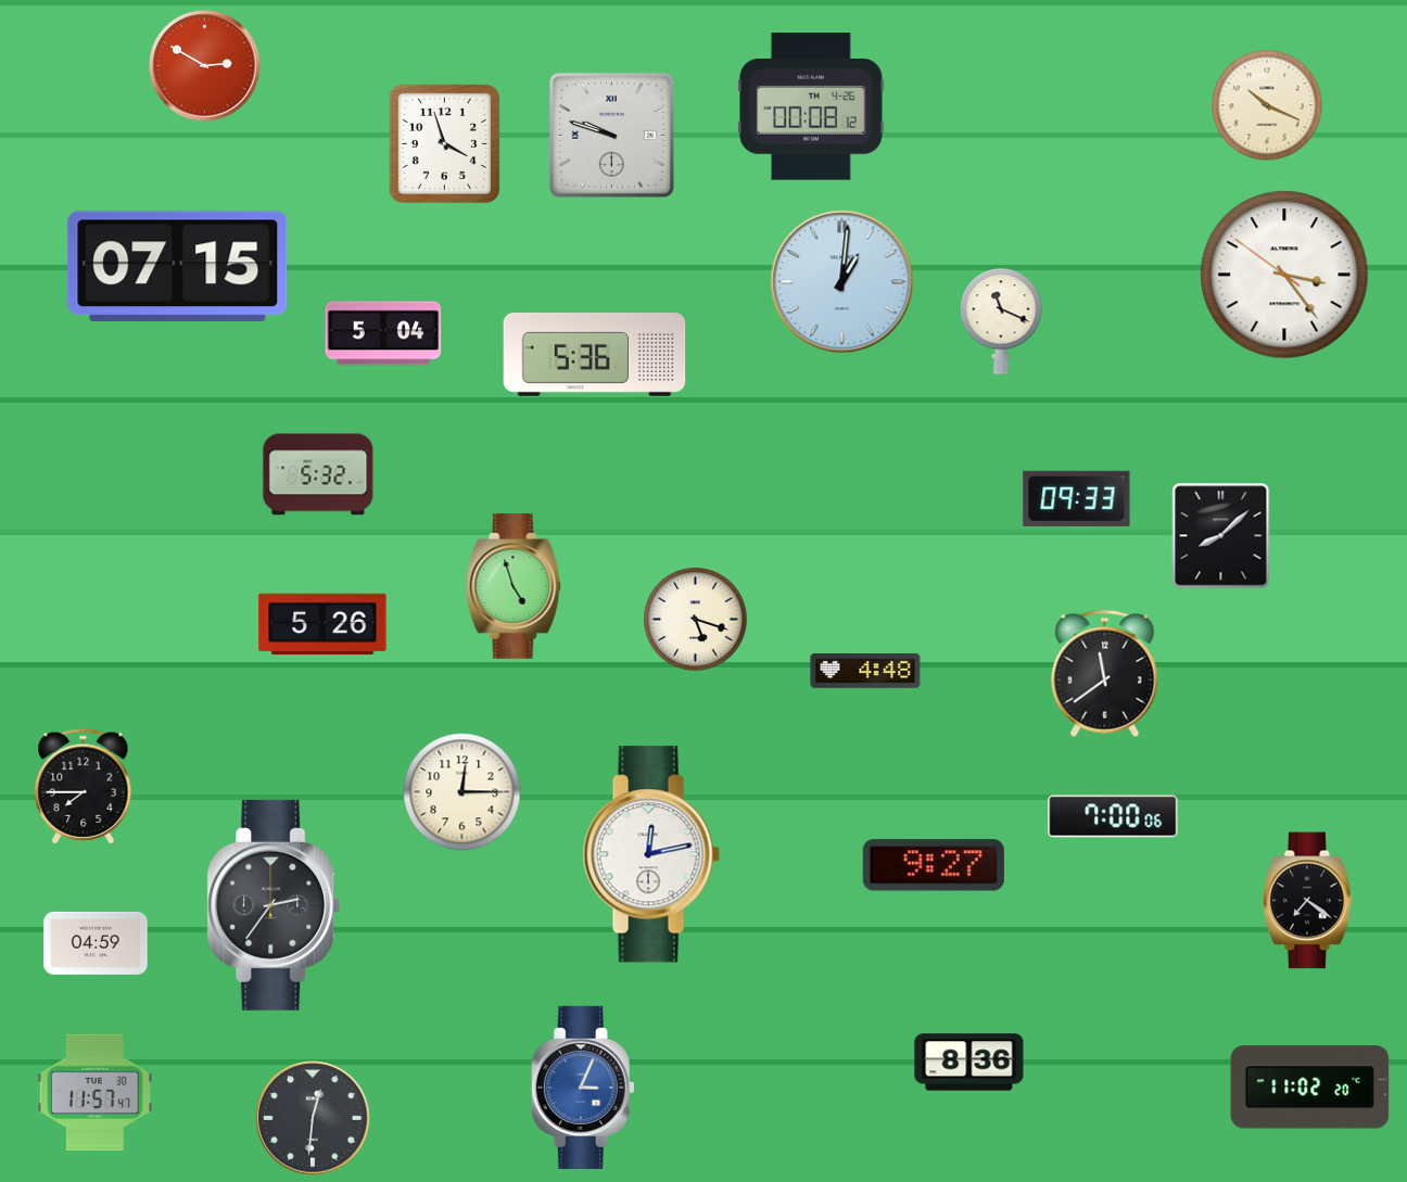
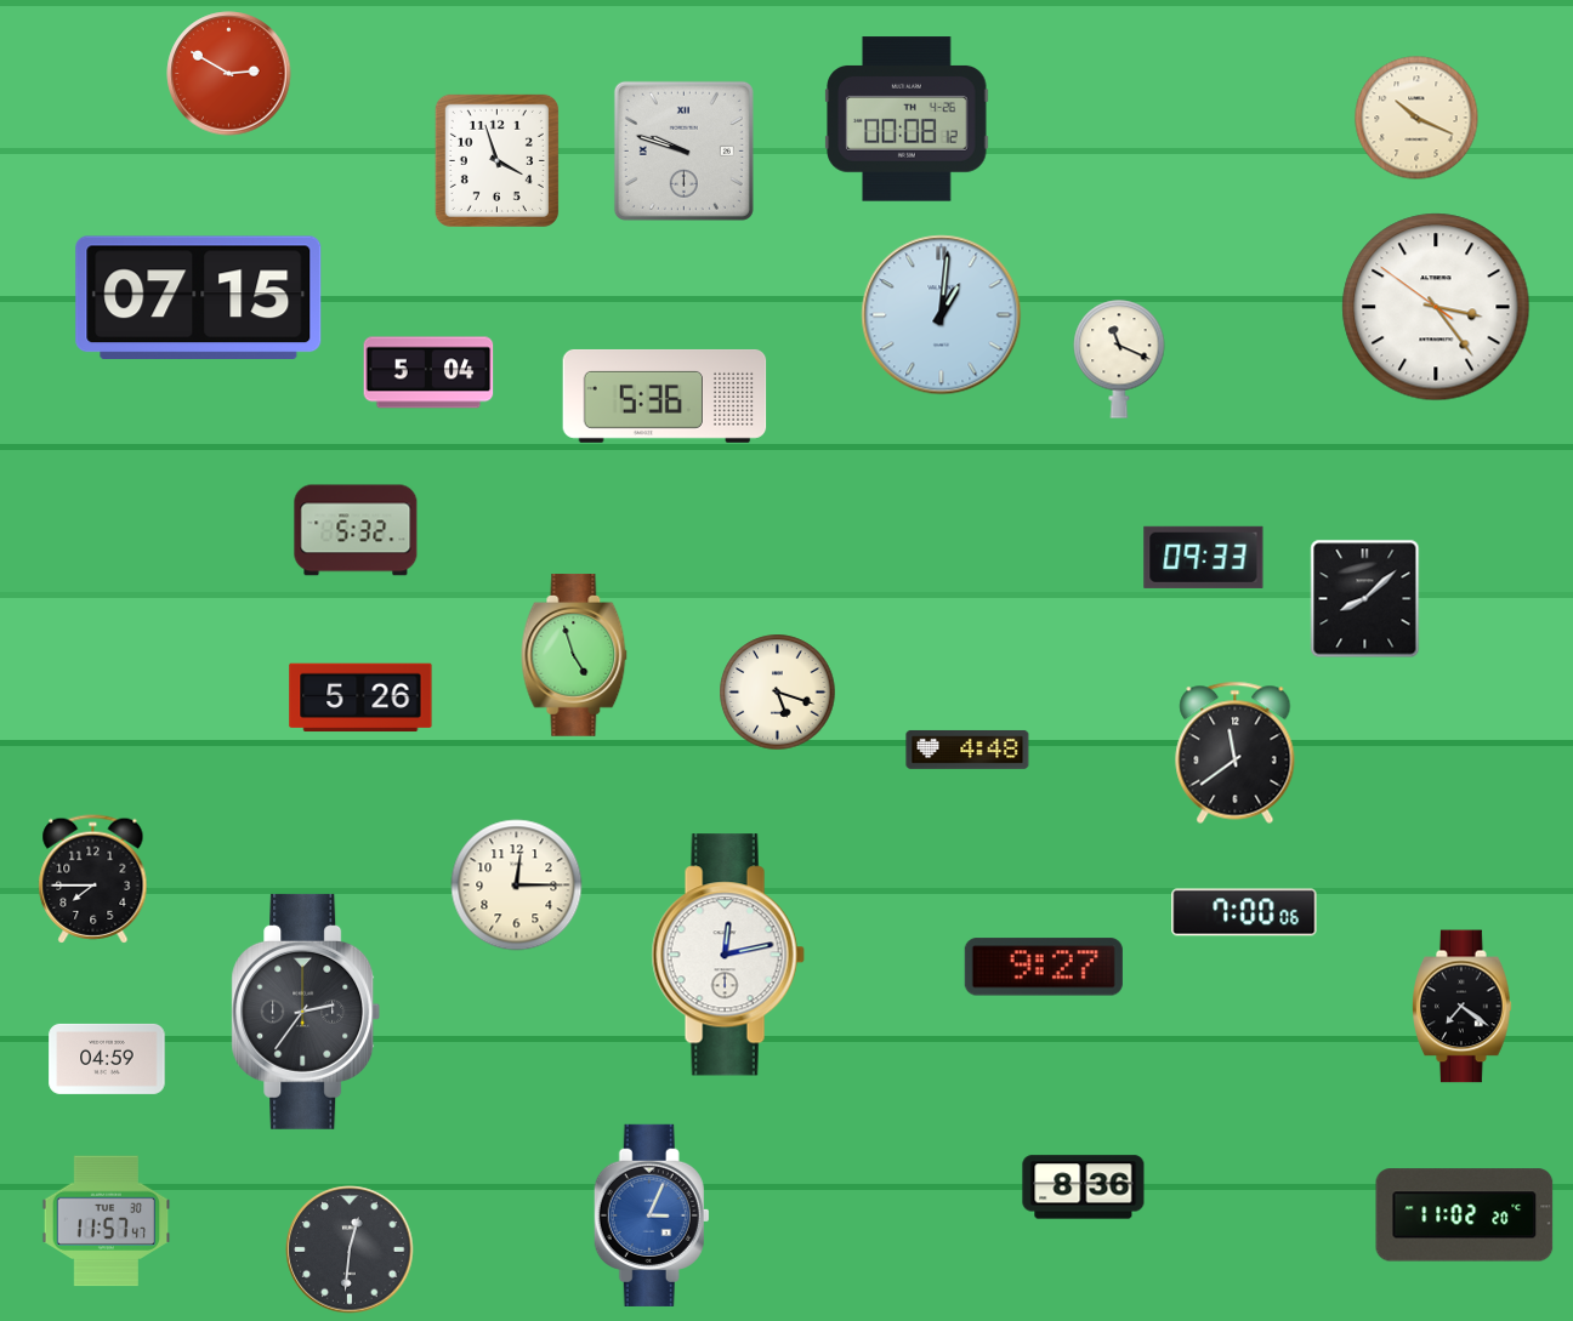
clock at (96, 943) position: (96, 943) -> (107, 1059)
